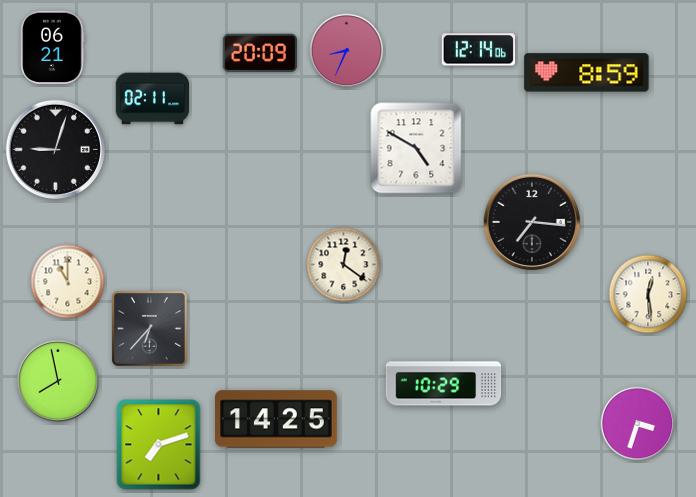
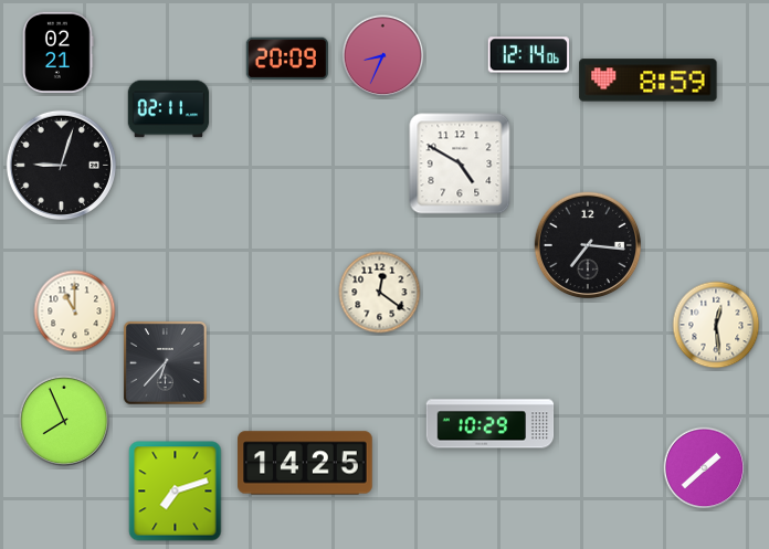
clock at (53, 47): 06:21 -> 02:21
clock at (58, 381): 7:58 -> 7:56
clock at (638, 424): 3:33 -> 1:38
